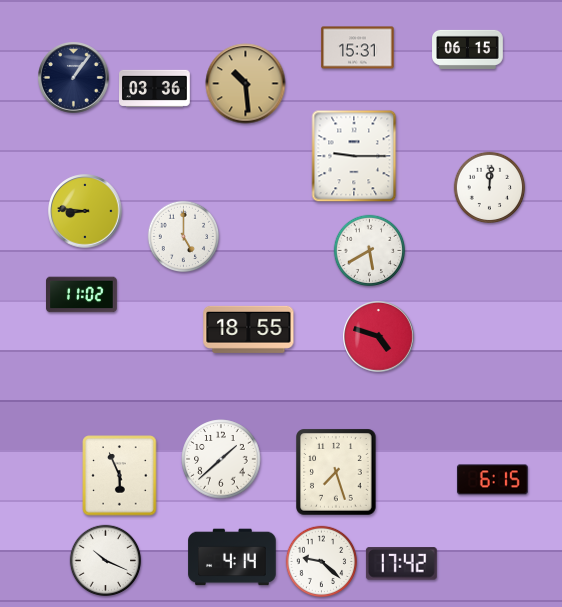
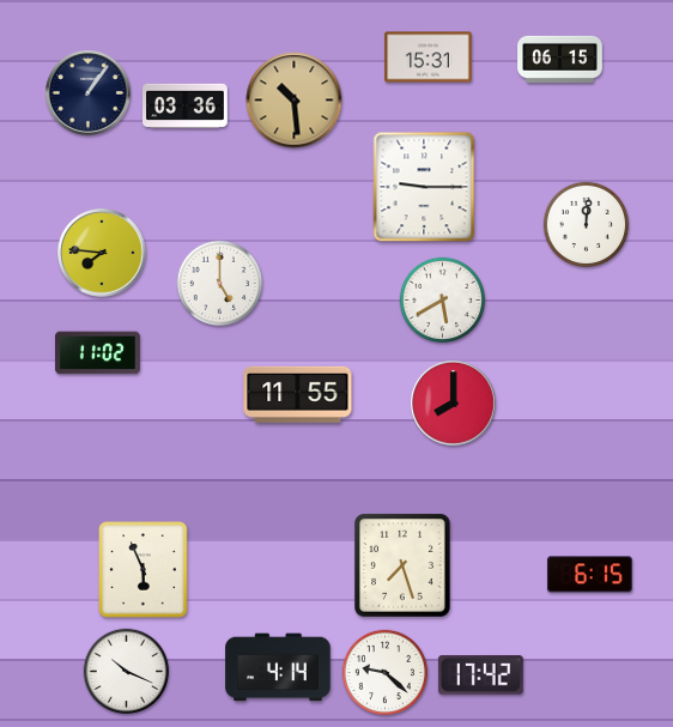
clock at (85, 211): 8:46 -> 7:46
clock at (249, 329): 18:55 -> 11:55
clock at (379, 337): 4:48 -> 8:00
clock at (221, 459): 1:38 -> none
